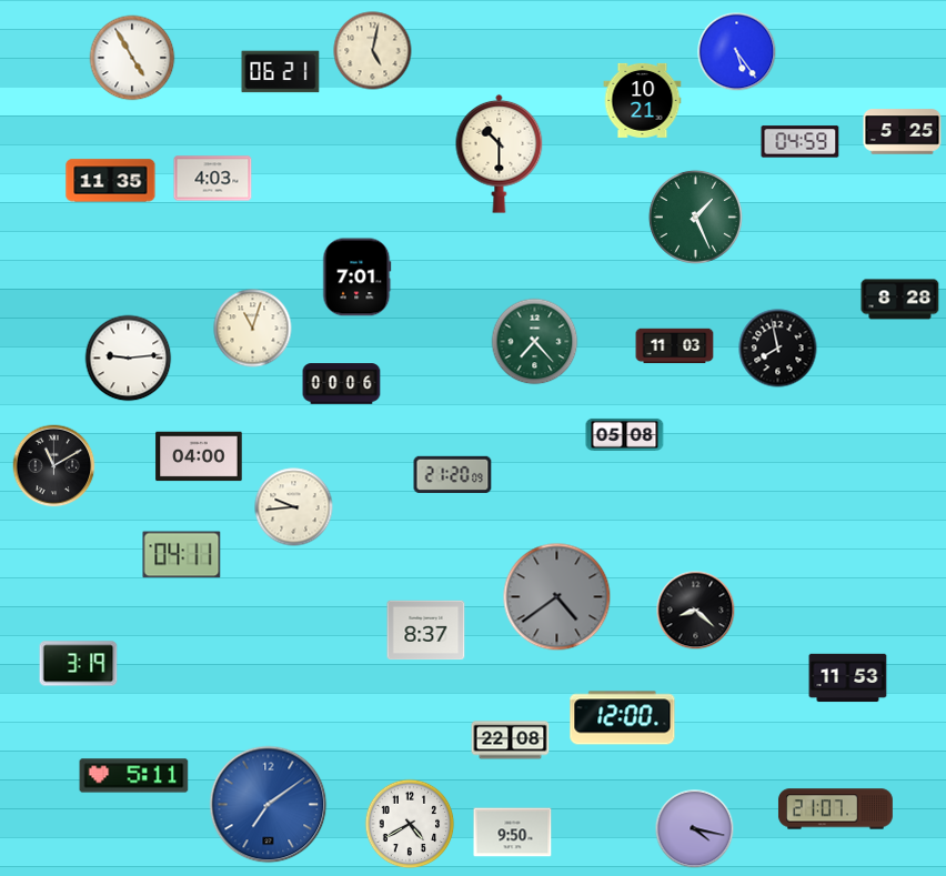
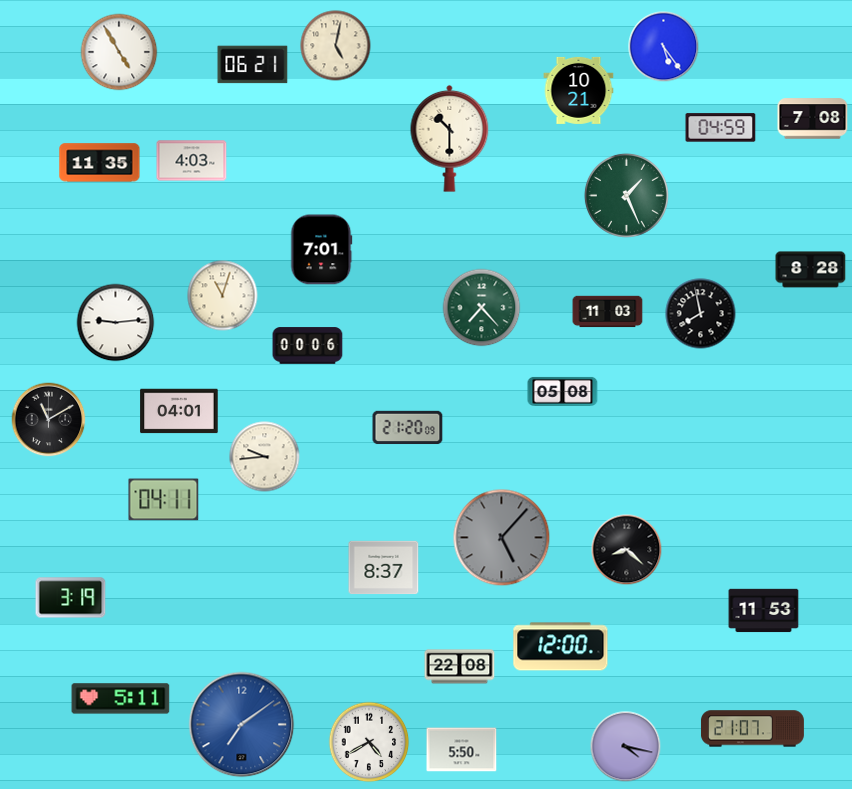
clock at (903, 132): 5:25 -> 7:08
clock at (253, 329) position: (253, 329) -> (223, 296)
clock at (199, 456): 04:00 -> 04:01
clock at (557, 597): 4:39 -> 5:07
clock at (513, 833): 9:50 -> 5:50
